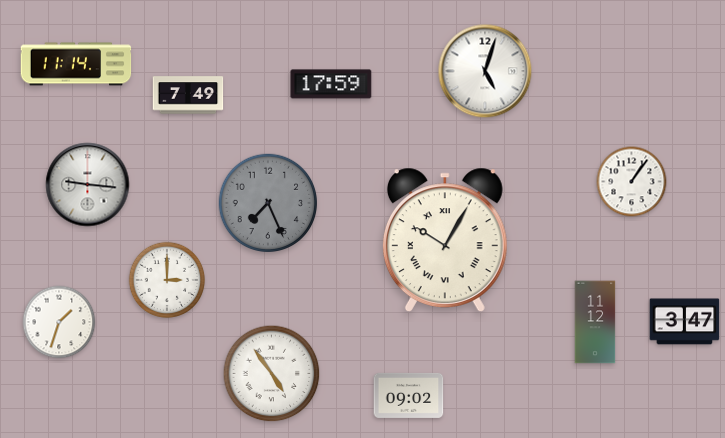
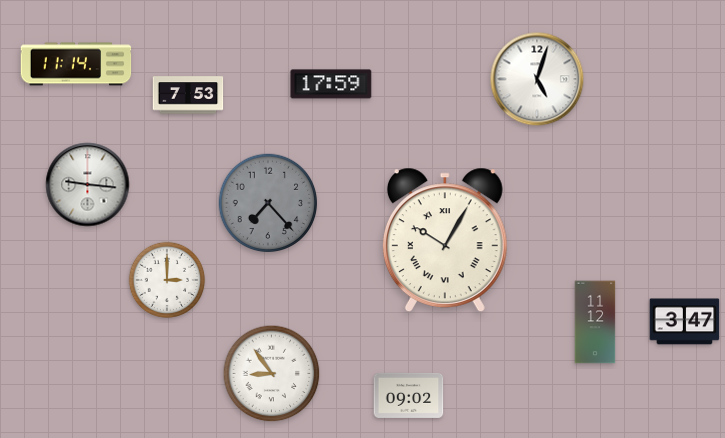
clock at (485, 71) position: (485, 71) -> (537, 79)
clock at (188, 95): 7:49 -> 7:53
clock at (632, 182): 1:06 -> none
clock at (268, 203): 7:26 -> 7:23
clock at (59, 322): 1:33 -> none
clock at (272, 374): 4:54 -> 8:54
